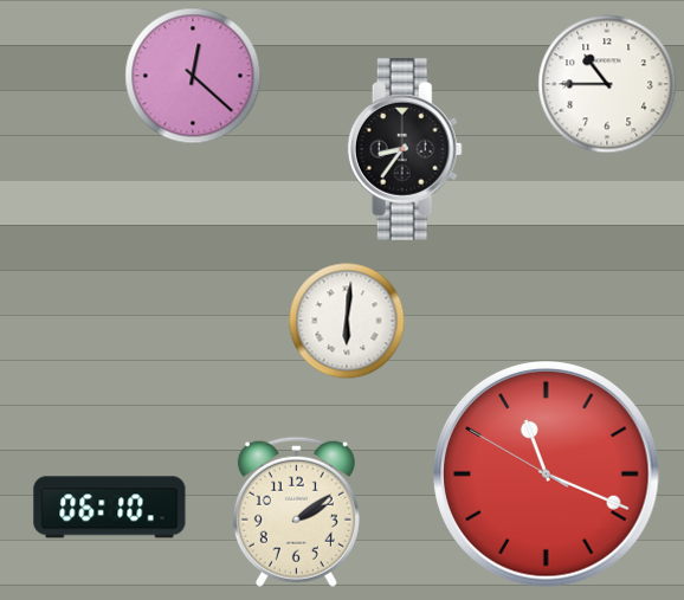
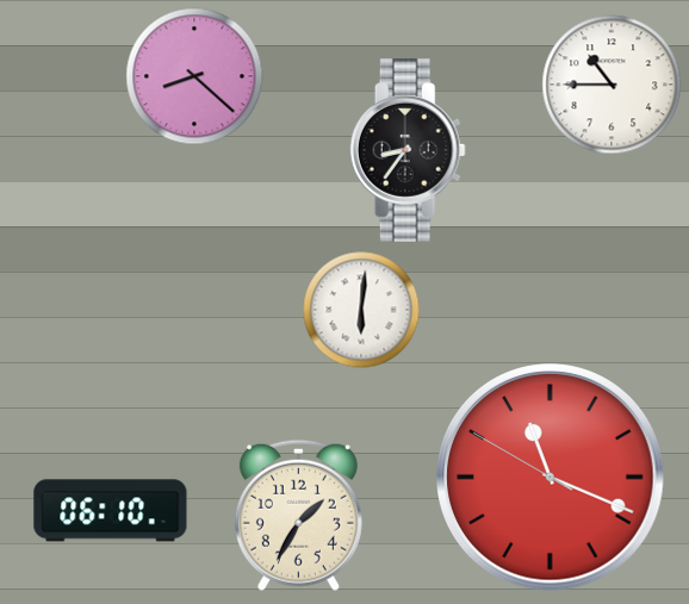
clock at (193, 76): 12:22 -> 8:22
clock at (347, 321) position: (347, 321) -> (361, 310)
clock at (296, 511): 2:09 -> 1:35
